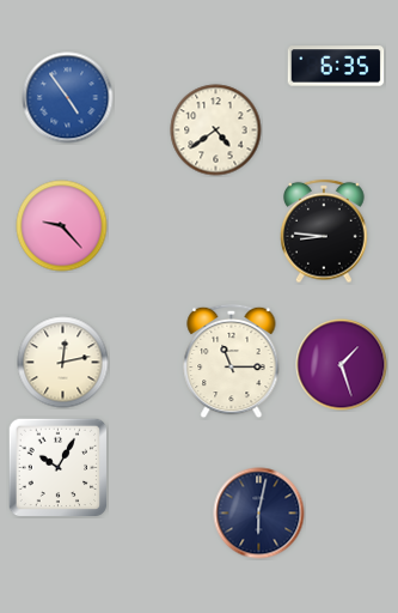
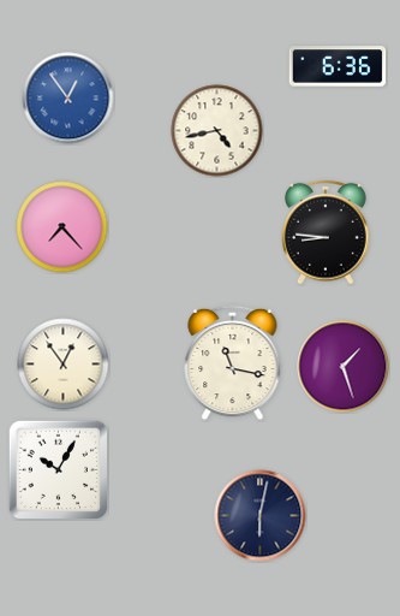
clock at (336, 66): 6:35 -> 6:36
clock at (68, 98): 4:54 -> 12:54
clock at (216, 131): 4:39 -> 4:43
clock at (62, 226): 9:23 -> 7:23
clock at (232, 362): 11:15 -> 11:17
clock at (63, 363): 12:13 -> 12:54
